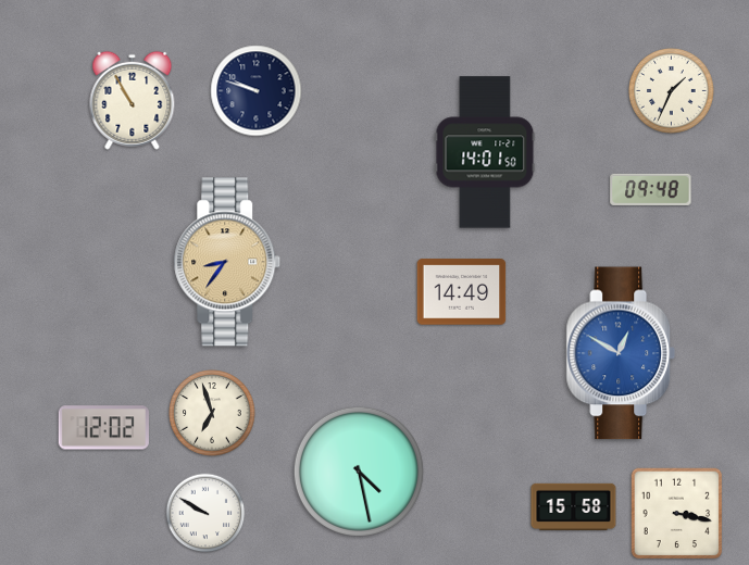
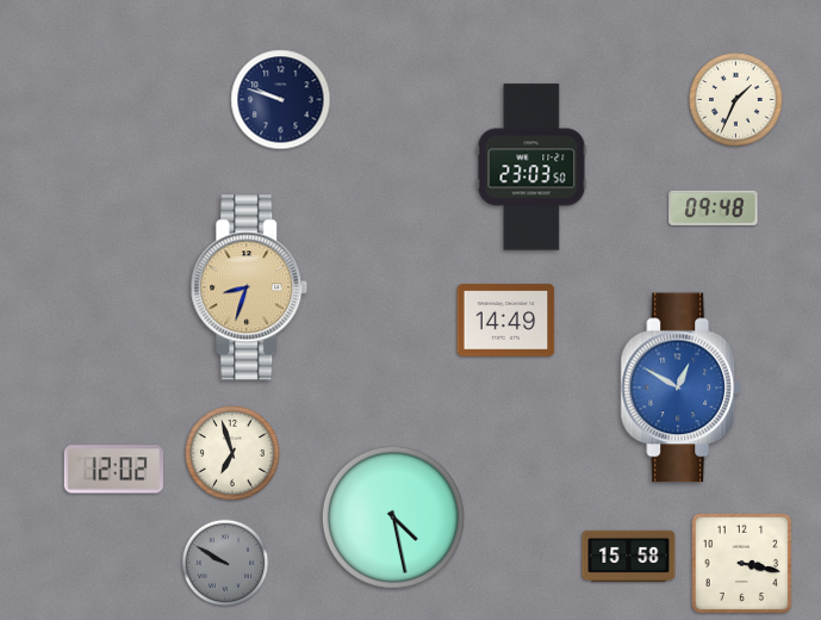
clock at (133, 100): 10:55 -> none
clock at (485, 152): 14:01 -> 23:03
clock at (227, 262): 8:36 -> 8:33
clock at (205, 513) dial: white -> grey
